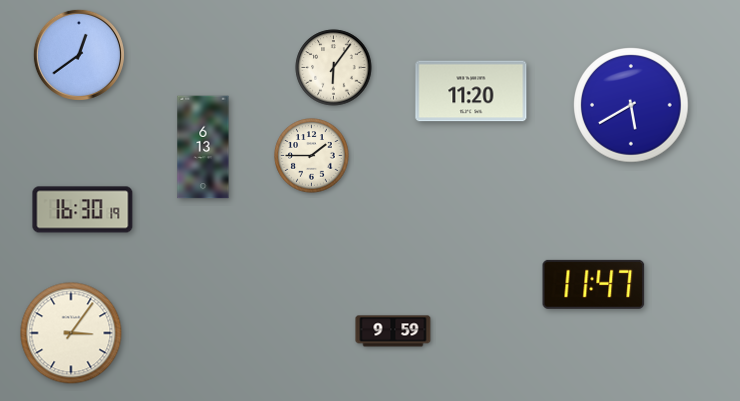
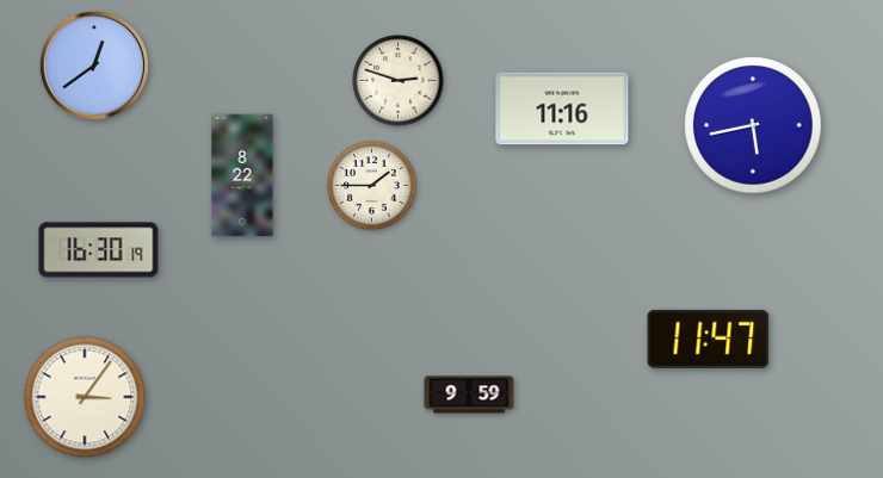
clock at (334, 68): 6:06 -> 2:48
clock at (471, 91): 11:20 -> 11:16
clock at (631, 105): 5:40 -> 5:43
clock at (203, 147): 6:13 -> 8:22
